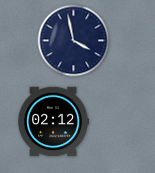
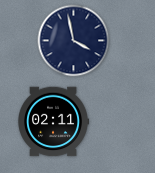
clock at (53, 122): 02:12 -> 02:11
